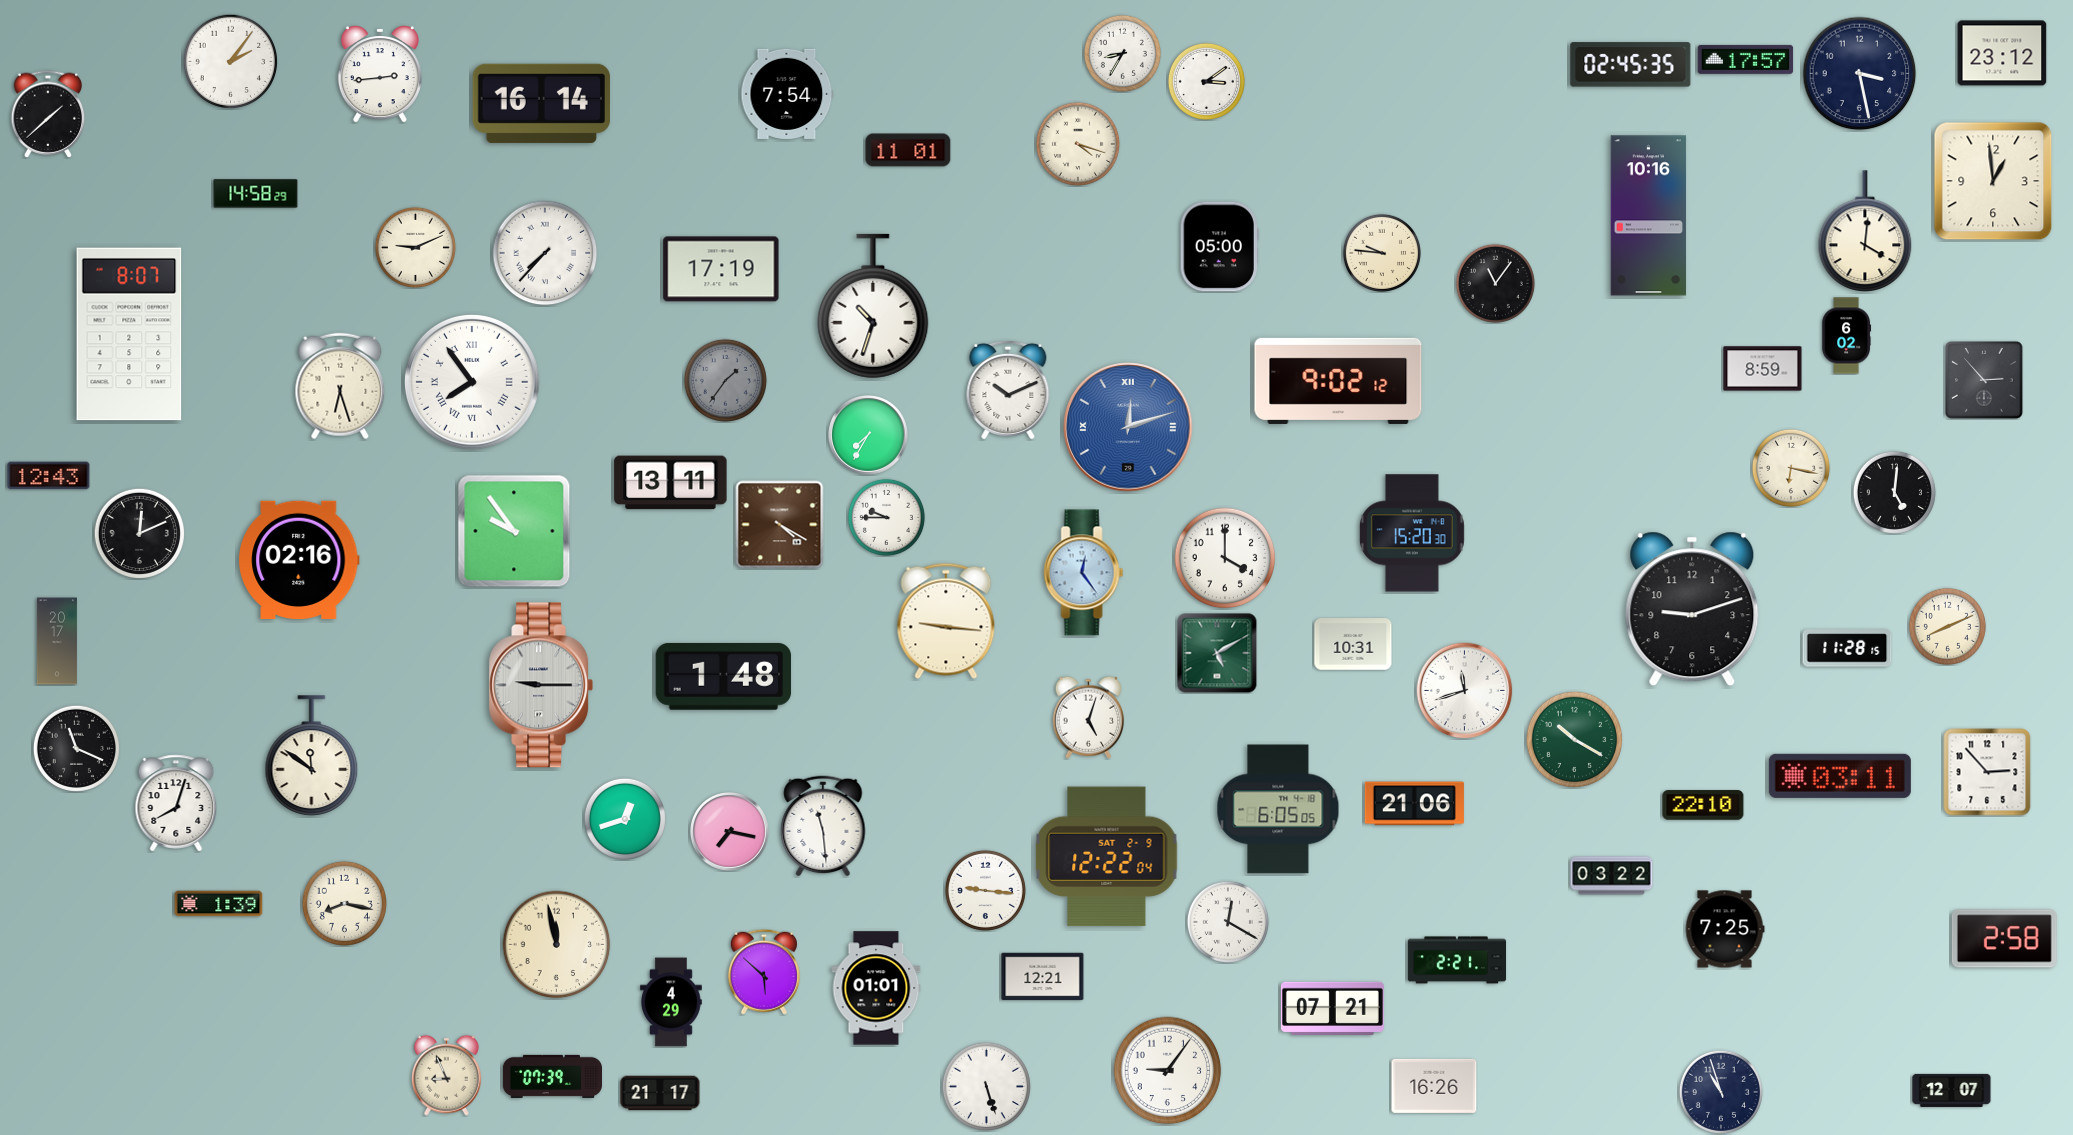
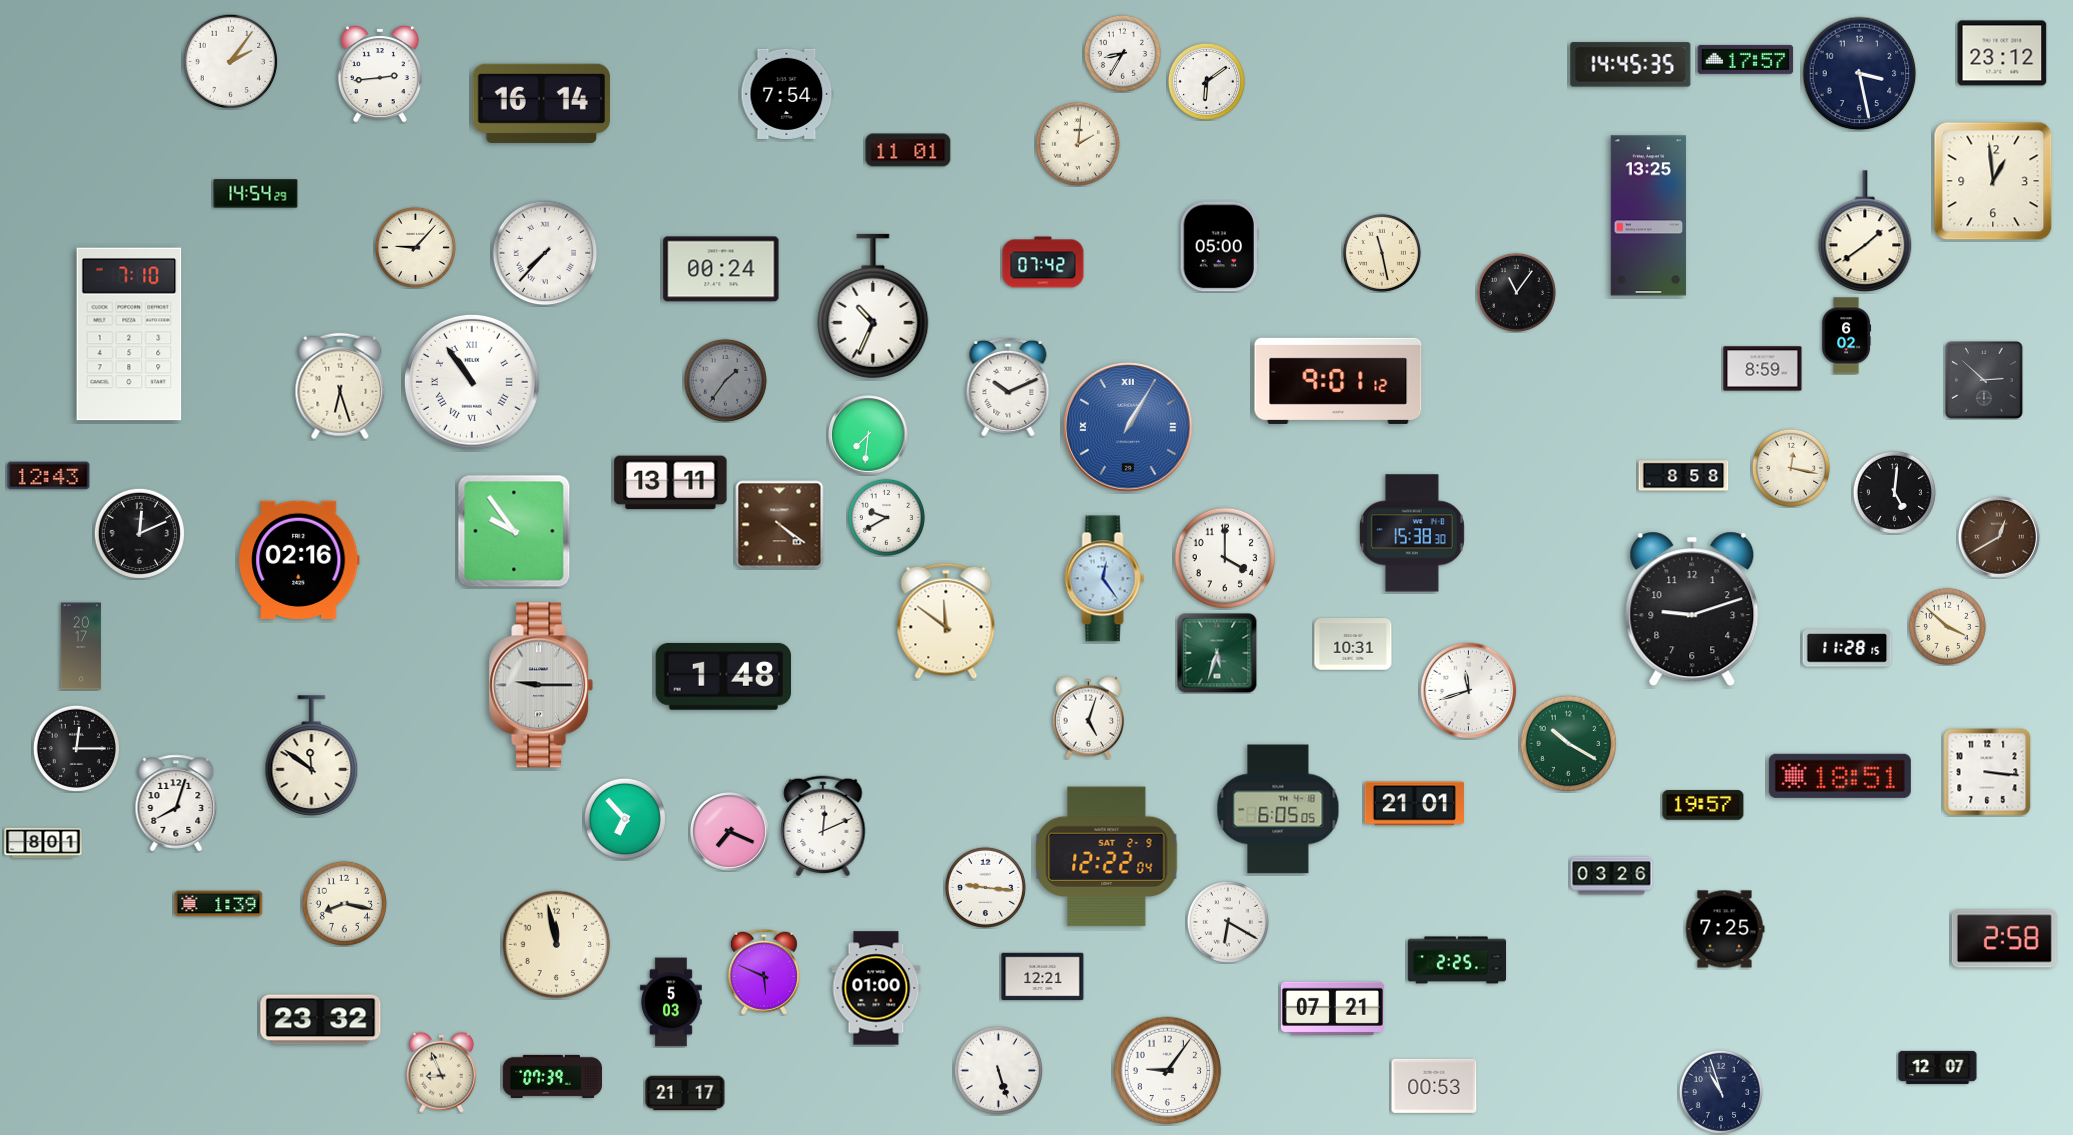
clock at (1631, 65): 02:45 -> 14:45
clock at (1206, 81): 3:09 -> 6:09
clock at (48, 114): 1:38 -> none
clock at (1078, 144): 4:18 -> 2:01
clock at (256, 194): 14:58 -> 14:54
clock at (1649, 216): 10:16 -> 13:25
clock at (1865, 231): 4:01 -> 1:39
clock at (415, 247): 9:11 -> 9:07
clock at (1382, 253): 9:46 -> 11:28
clock at (1043, 262): none -> 07:42
clock at (721, 269): 17:19 -> 00:24
clock at (1495, 283) position: (1495, 283) -> (1516, 292)
clock at (873, 306): 10:33 -> 10:34
clock at (129, 334): 8:07 -> 7:10
clock at (1338, 381): 9:02 -> 9:01
clock at (1985, 381): 2:53 -> 2:52
clock at (472, 382): 7:54 -> 10:54
clock at (1008, 390) position: (1008, 390) -> (1008, 387)
clock at (1128, 427): 12:12 -> 1:05
clock at (869, 436): 7:35 -> 7:31
clock at (1791, 468): 6:17 -> 12:17
clock at (1684, 476): none -> 8:58
clock at (886, 517): 9:45 -> 9:40
clock at (780, 525): 4:20 -> 4:21
clock at (1412, 533): 15:20 -> 15:38
clock at (1999, 537): none -> 12:40
clock at (1084, 573) position: (1084, 573) -> (1105, 579)
clock at (946, 621): 9:16 -> 11:51
clock at (1947, 626): 8:11 -> 3:52
clock at (57, 641) position: (57, 641) -> (81, 646)
clock at (1217, 653): 5:10 -> 5:33
clock at (1465, 691) position: (1465, 691) -> (1469, 691)
clock at (1574, 739) position: (1574, 739) -> (1568, 743)
clock at (76, 748): 11:19 -> 12:15
clock at (1987, 772): 2:53 -> 3:16
clock at (1840, 776): 03:11 -> 18:51
clock at (1414, 804): 21:06 -> 21:01
clock at (1703, 805): 22:10 -> 19:57
clock at (625, 819): 12:42 -> 6:53
clock at (823, 826): 11:29 -> 12:11
clock at (730, 832): 7:17 -> 7:19
clock at (43, 843): none -> 8:01
clock at (1612, 876): 03:22 -> 03:26
clock at (985, 890) position: (985, 890) -> (985, 887)
clock at (1228, 922): 12:20 -> 6:20
clock at (1457, 960): 2:21 -> 2:25
clock at (764, 972): 5:52 -> 5:49
clock at (876, 988): 01:01 -> 01:00
clock at (671, 1002): 4:29 -> 5:03
clock at (321, 1020): none -> 23:32
clock at (446, 1075) position: (446, 1075) -> (441, 1072)
clock at (986, 1086) position: (986, 1086) -> (998, 1070)
clock at (1434, 1086): 16:26 -> 00:53
clock at (1952, 1090) position: (1952, 1090) -> (1938, 1067)
clock at (660, 1093) position: (660, 1093) -> (685, 1093)
